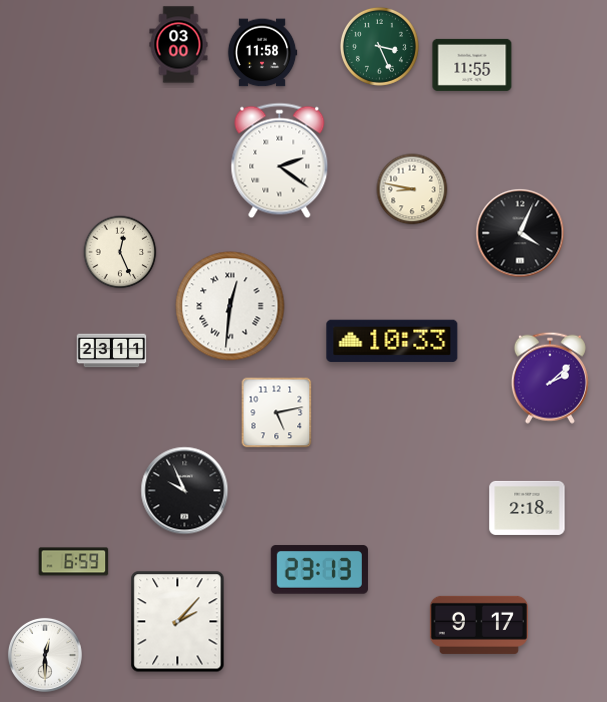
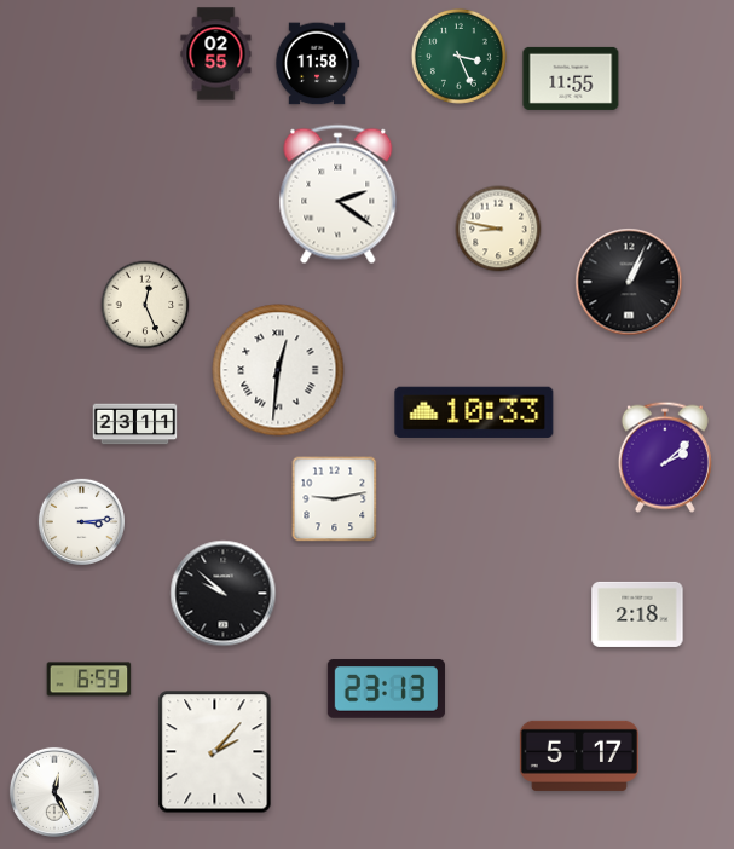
clock at (179, 45): 03:00 -> 02:55
clock at (520, 233): 4:04 -> 1:04
clock at (277, 413): 5:13 -> 9:13
clock at (81, 521): none -> 3:14
clock at (185, 491): 9:56 -> 9:52
clock at (479, 625): 9:17 -> 5:17
clock at (45, 655): 12:30 -> 12:25
